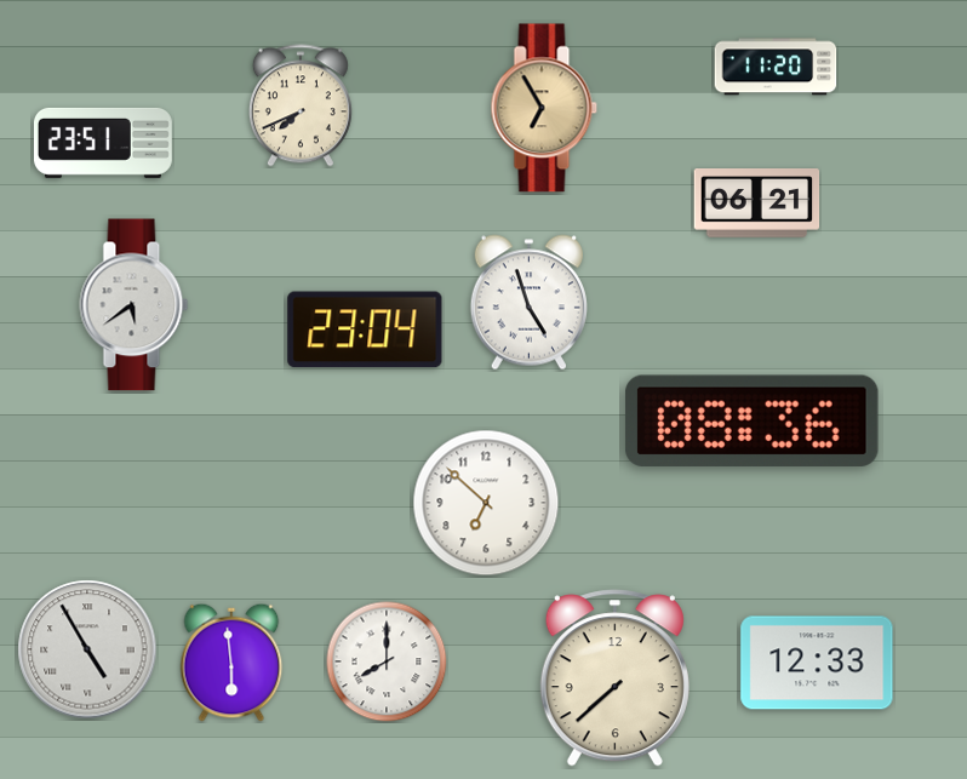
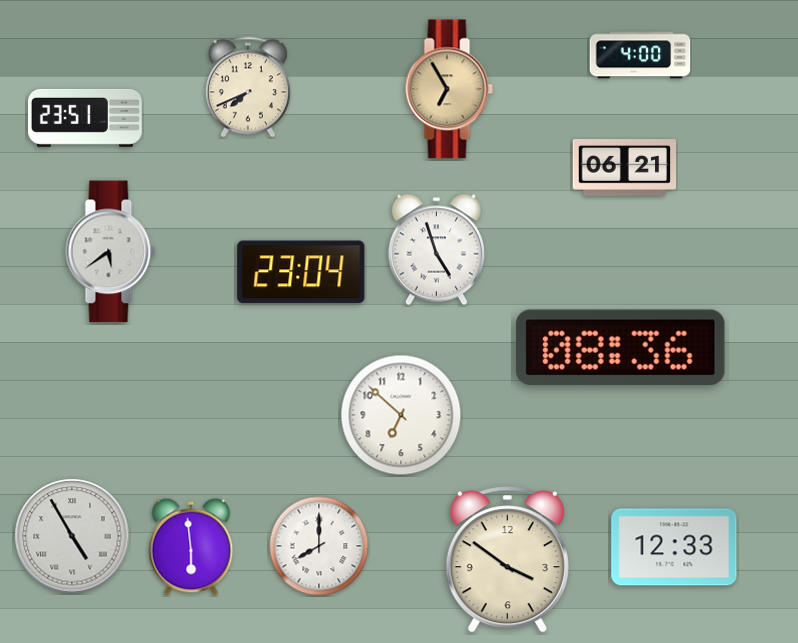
clock at (776, 67): 11:20 -> 4:00
clock at (614, 678): 7:38 -> 3:51
